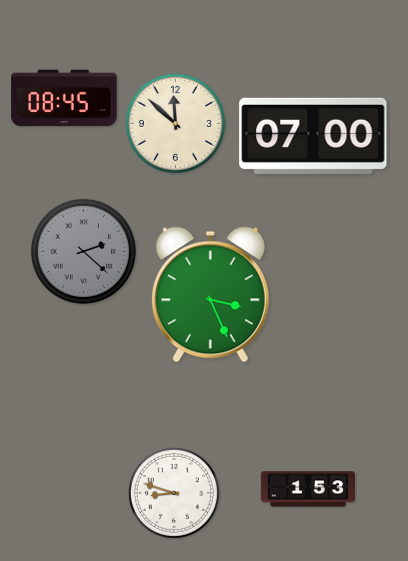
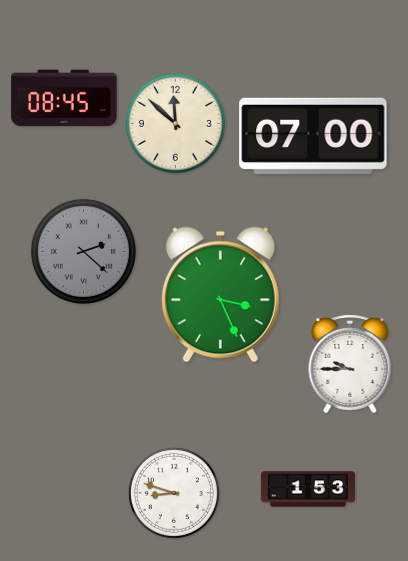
clock at (210, 295) position: (210, 295) -> (220, 295)
clock at (350, 364): none -> 9:45
